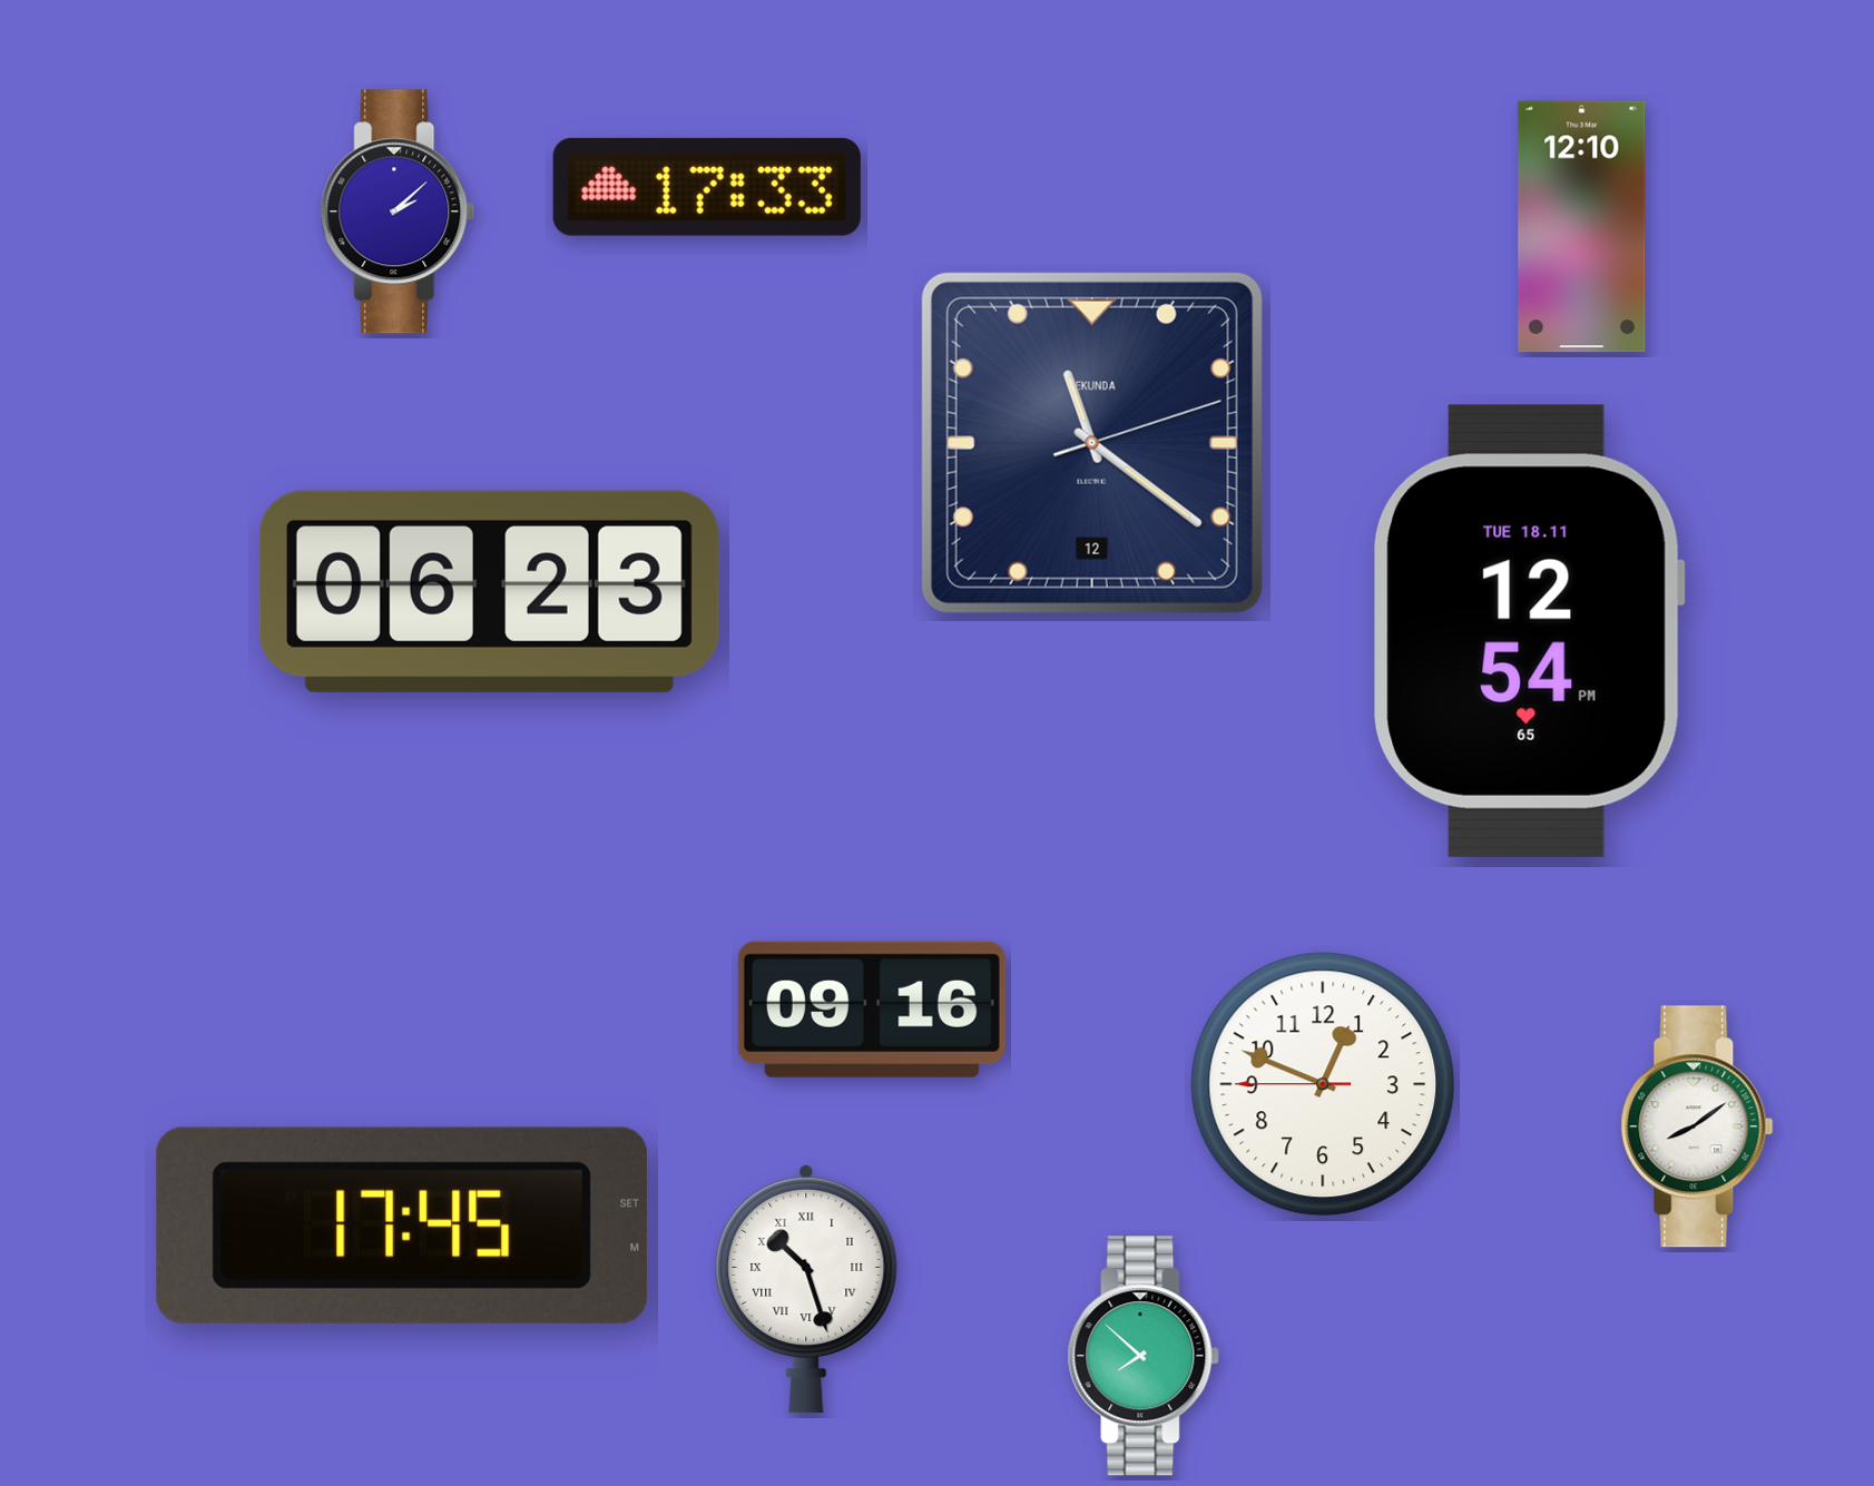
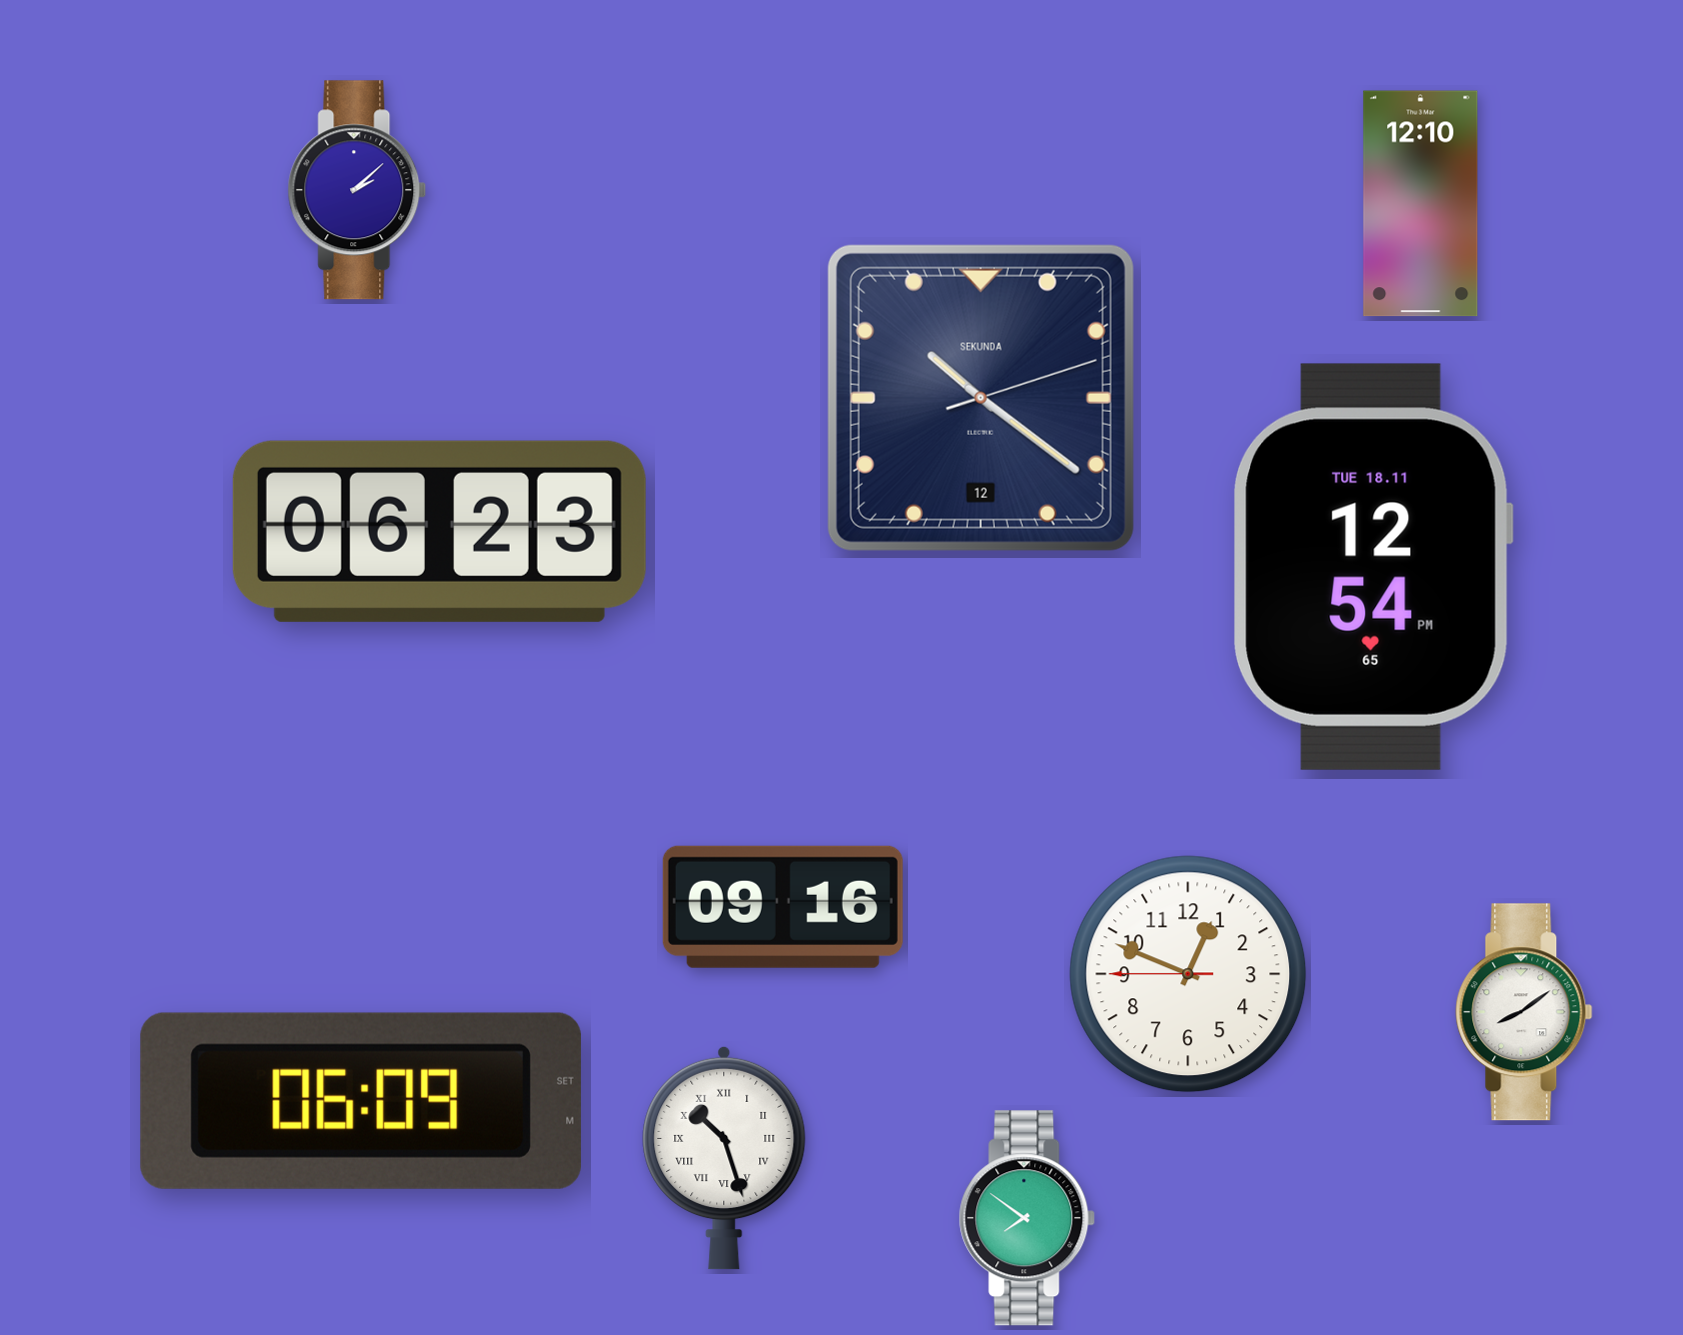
clock at (707, 187): 17:33 -> none
clock at (1092, 443): 11:21 -> 10:21
clock at (402, 1226): 17:45 -> 06:09
clock at (1144, 1356): 7:52 -> 7:51
